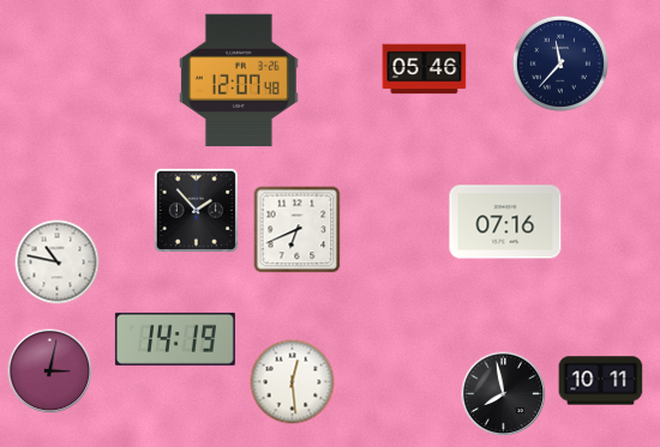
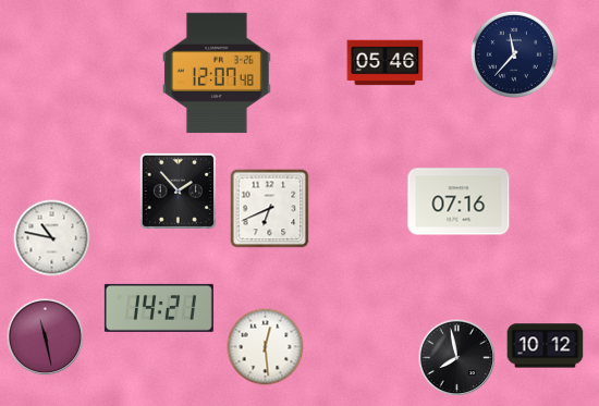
clock at (560, 64) position: (560, 64) -> (514, 54)
clock at (175, 339): 14:19 -> 14:21
clock at (50, 372): 3:02 -> 11:28
clock at (601, 381): 10:11 -> 10:12
